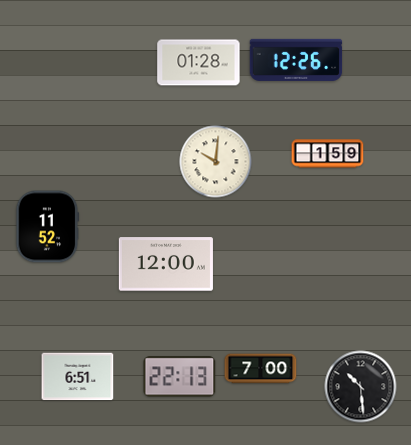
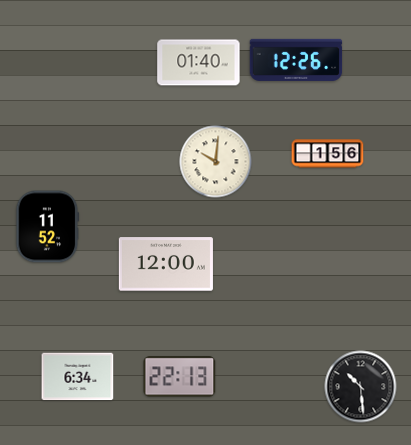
clock at (199, 63): 01:28 -> 01:40
clock at (328, 154): 1:59 -> 1:56
clock at (261, 369): 7:00 -> none
clock at (78, 377): 6:51 -> 6:34
